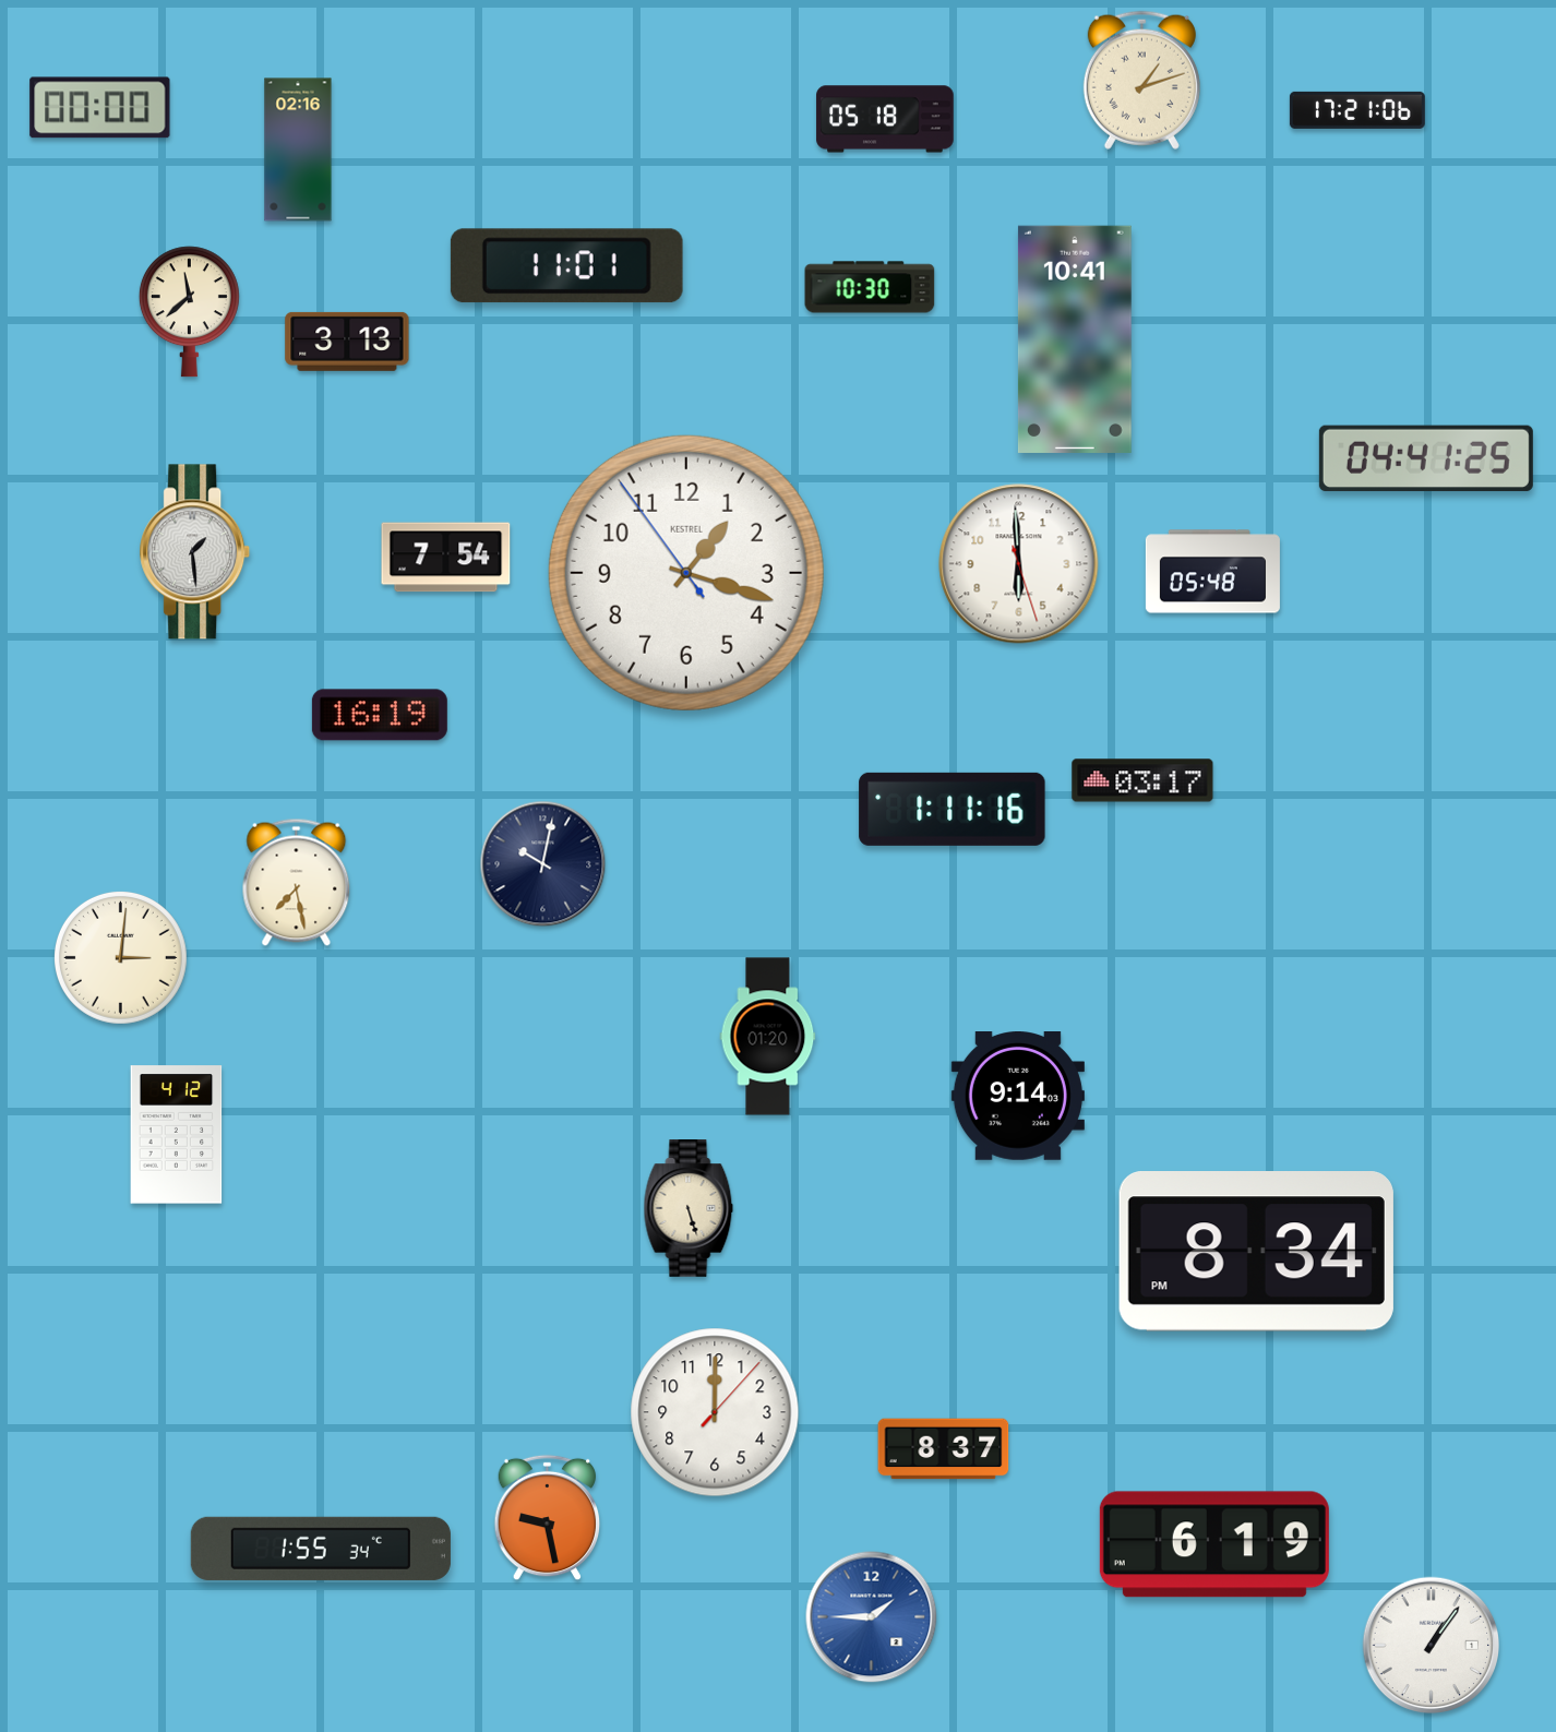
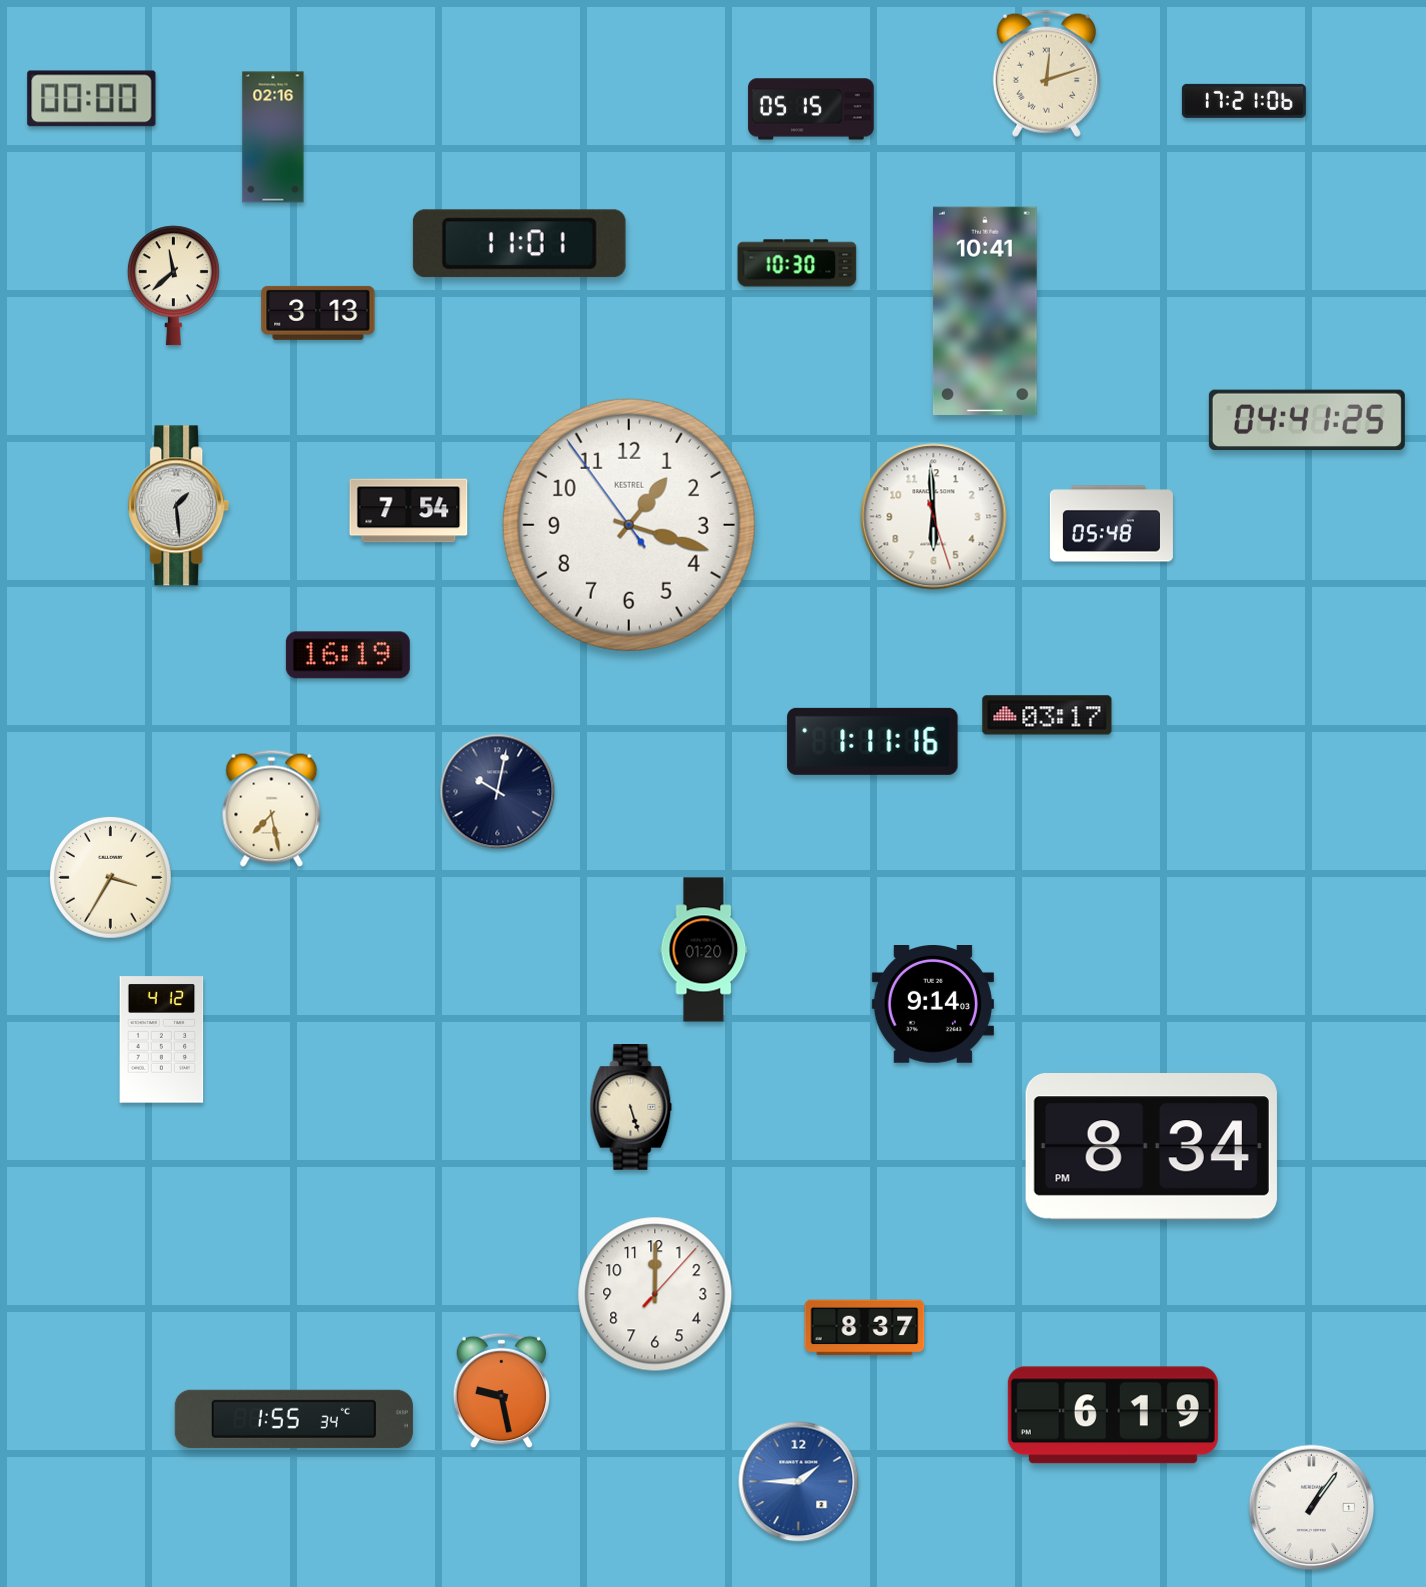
clock at (1141, 80): 1:12 -> 12:12
clock at (885, 119): 05:18 -> 05:15
clock at (120, 957): 3:01 -> 3:35
